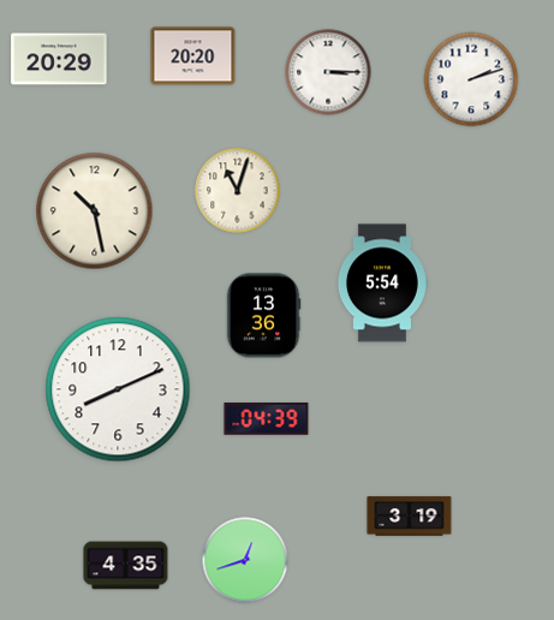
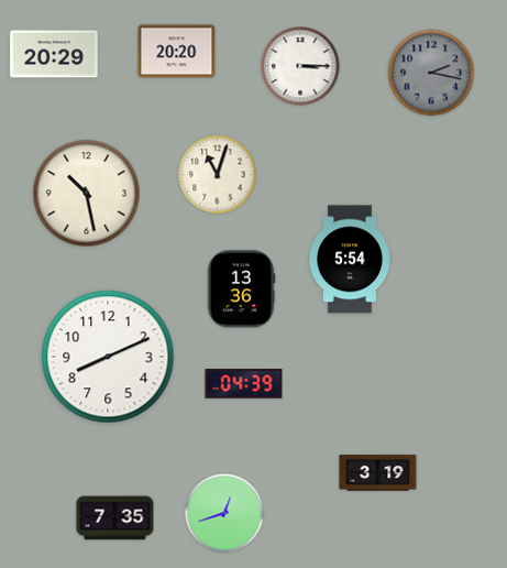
clock at (471, 79): 2:12 -> 2:17
clock at (471, 79) dial: white -> grey
clock at (410, 517) position: (410, 517) -> (378, 473)
clock at (126, 566): 4:35 -> 7:35
